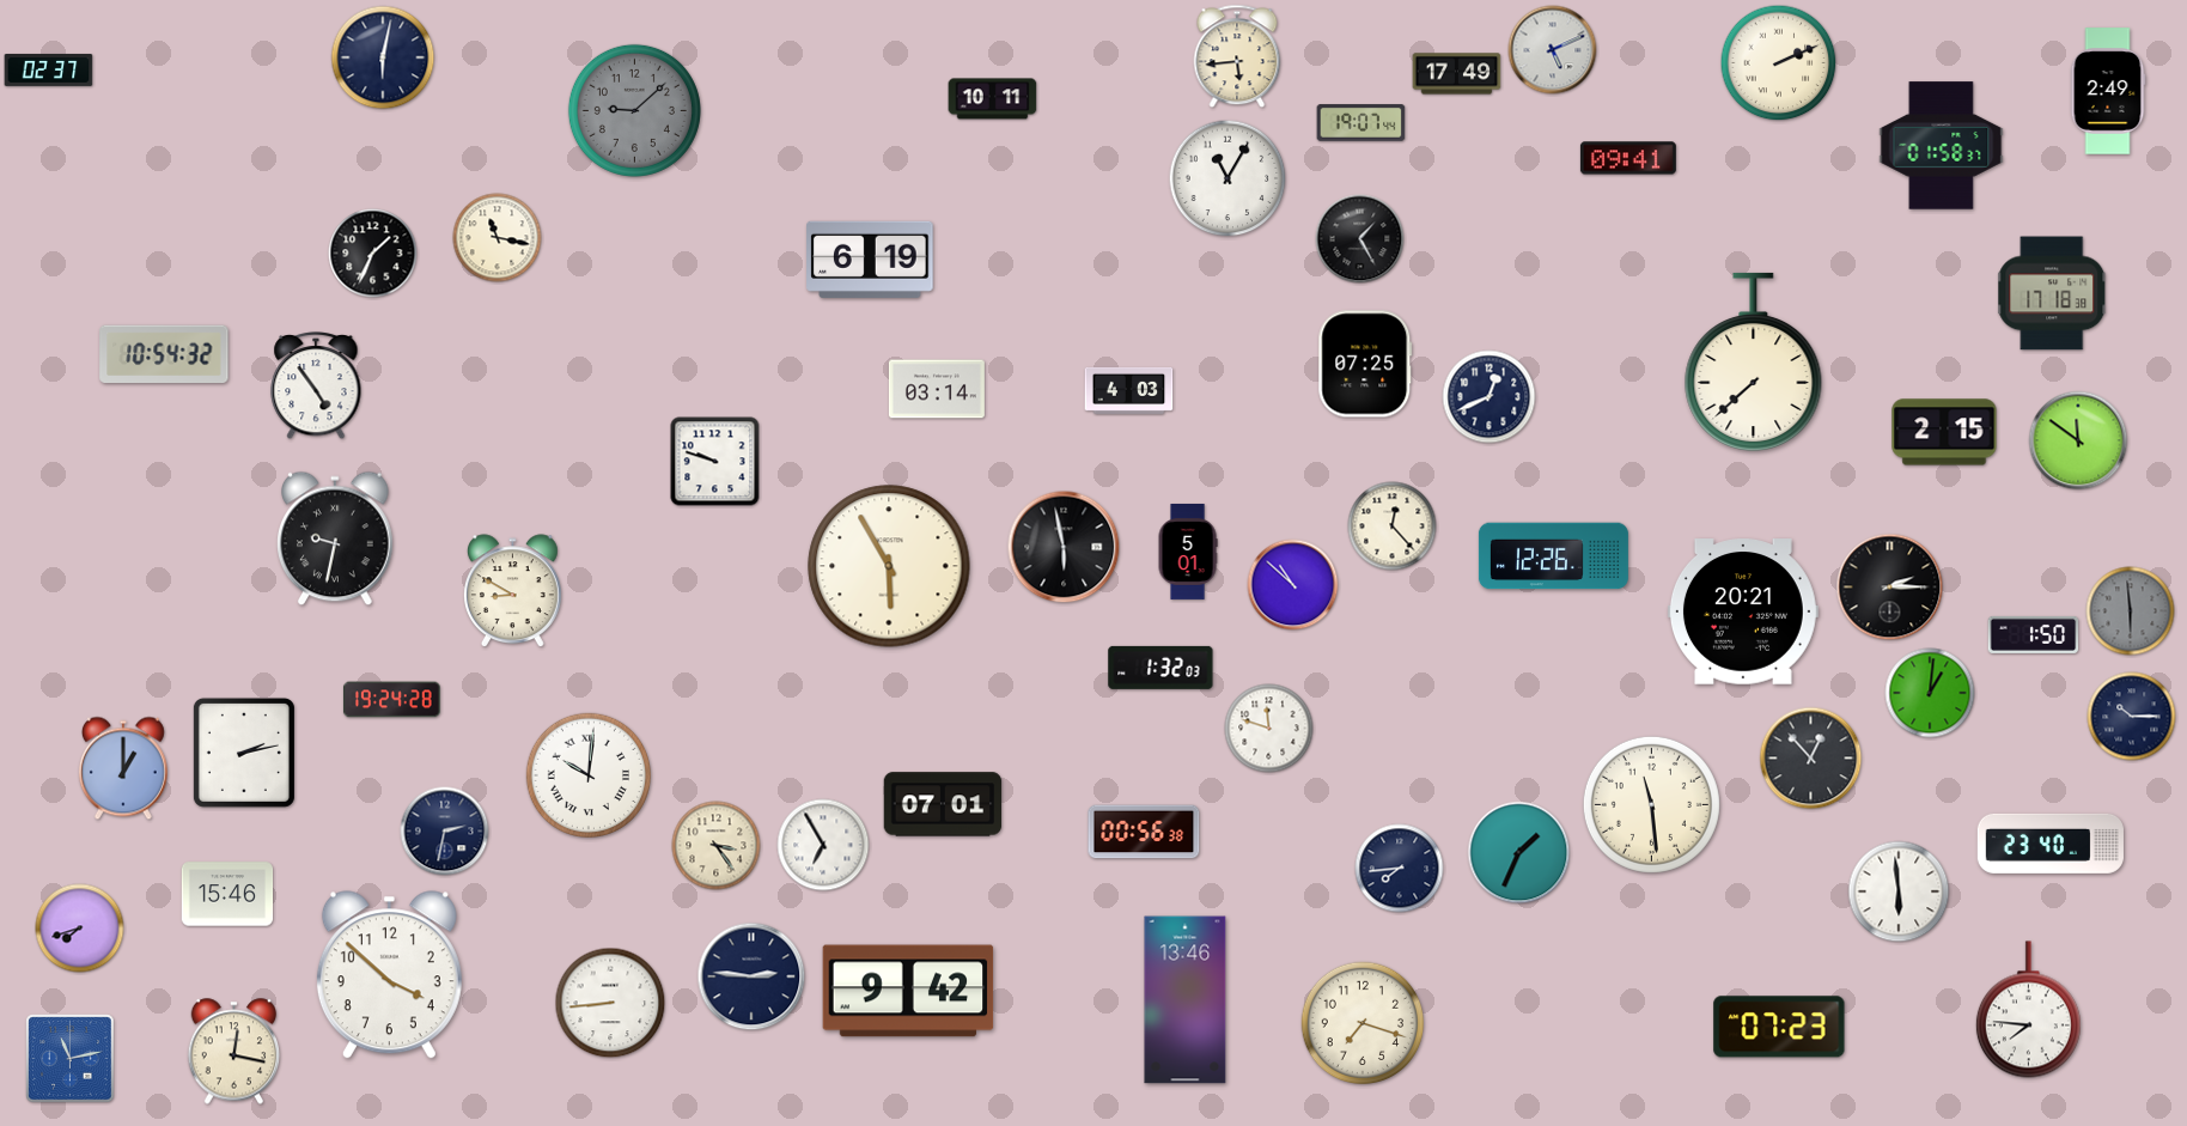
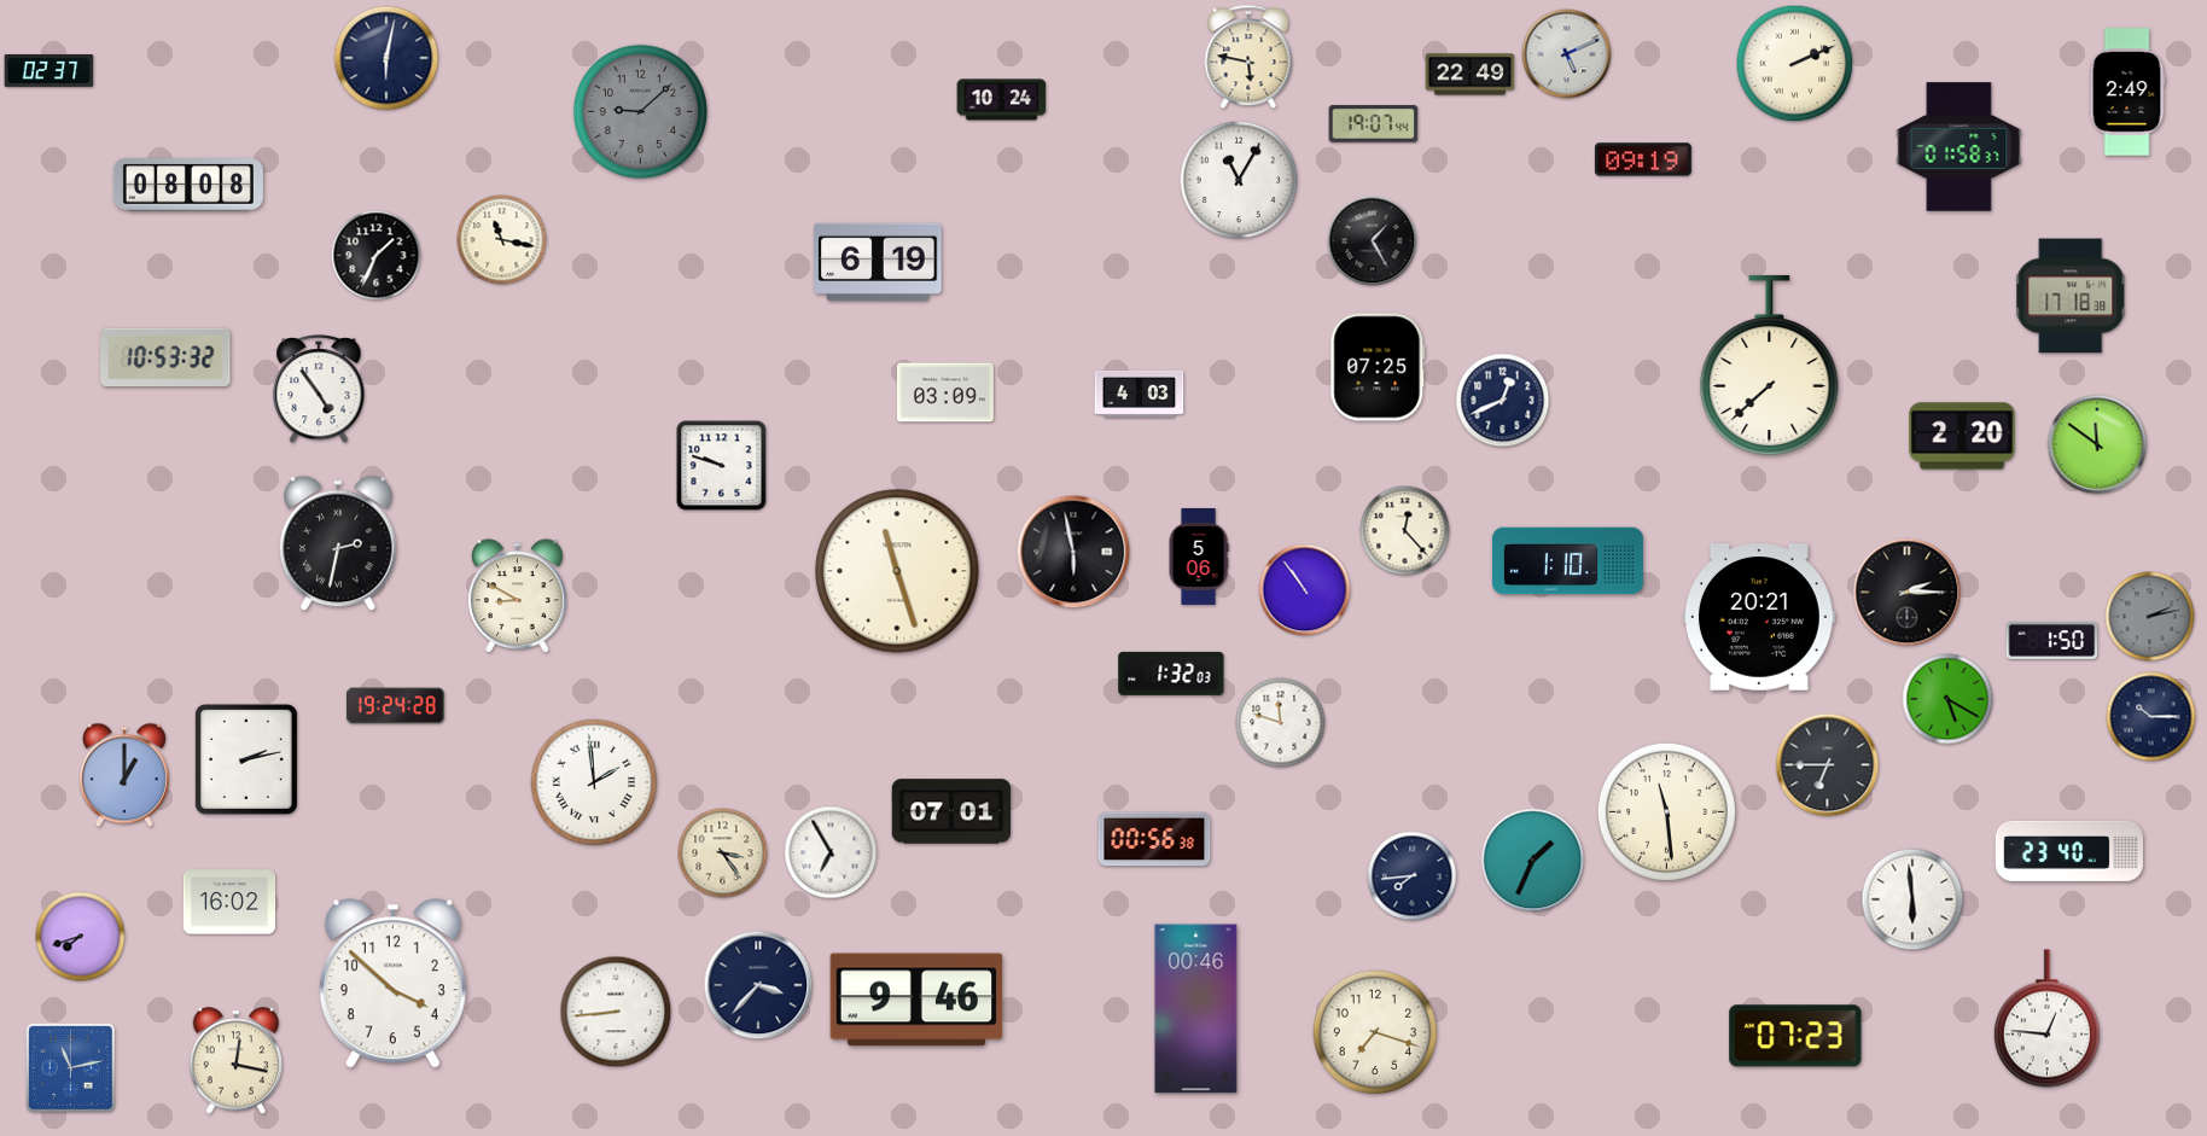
clock at (1553, 50) position: (1553, 50) -> (1567, 54)
clock at (1237, 56): 5:44 -> 5:47
clock at (1457, 74): 17:49 -> 22:49
clock at (993, 99): 10:11 -> 10:24
clock at (1628, 158): 09:41 -> 09:19
clock at (188, 185): none -> 08:08
clock at (164, 354): 10:54 -> 10:53
clock at (937, 389): 03:14 -> 03:09
clock at (1944, 432): 2:15 -> 2:20
clock at (336, 538): 9:32 -> 2:32
clock at (1188, 552): 5:01 -> 5:06
clock at (1553, 556): 12:26 -> 1:10
clock at (889, 566): 5:55 -> 11:27
clock at (1293, 585): 10:52 -> 10:54
clock at (2131, 611): 5:59 -> 2:13
clock at (1930, 693): 1:01 -> 5:20
clock at (2132, 717) position: (2132, 717) -> (2151, 717)
clock at (1269, 729) position: (1269, 729) -> (1281, 723)
clock at (1811, 759): 12:53 -> 6:45
clock at (587, 774): 10:01 -> 1:59
clock at (445, 832): 2:32 -> none
clock at (1899, 891) position: (1899, 891) -> (1912, 899)
clock at (227, 894): 15:46 -> 16:02
clock at (751, 976): 2:46 -> 3:37
clock at (908, 991): 9:42 -> 9:46
clock at (1186, 1000): 13:46 -> 00:46
clock at (2028, 1010): 7:46 -> 12:46
